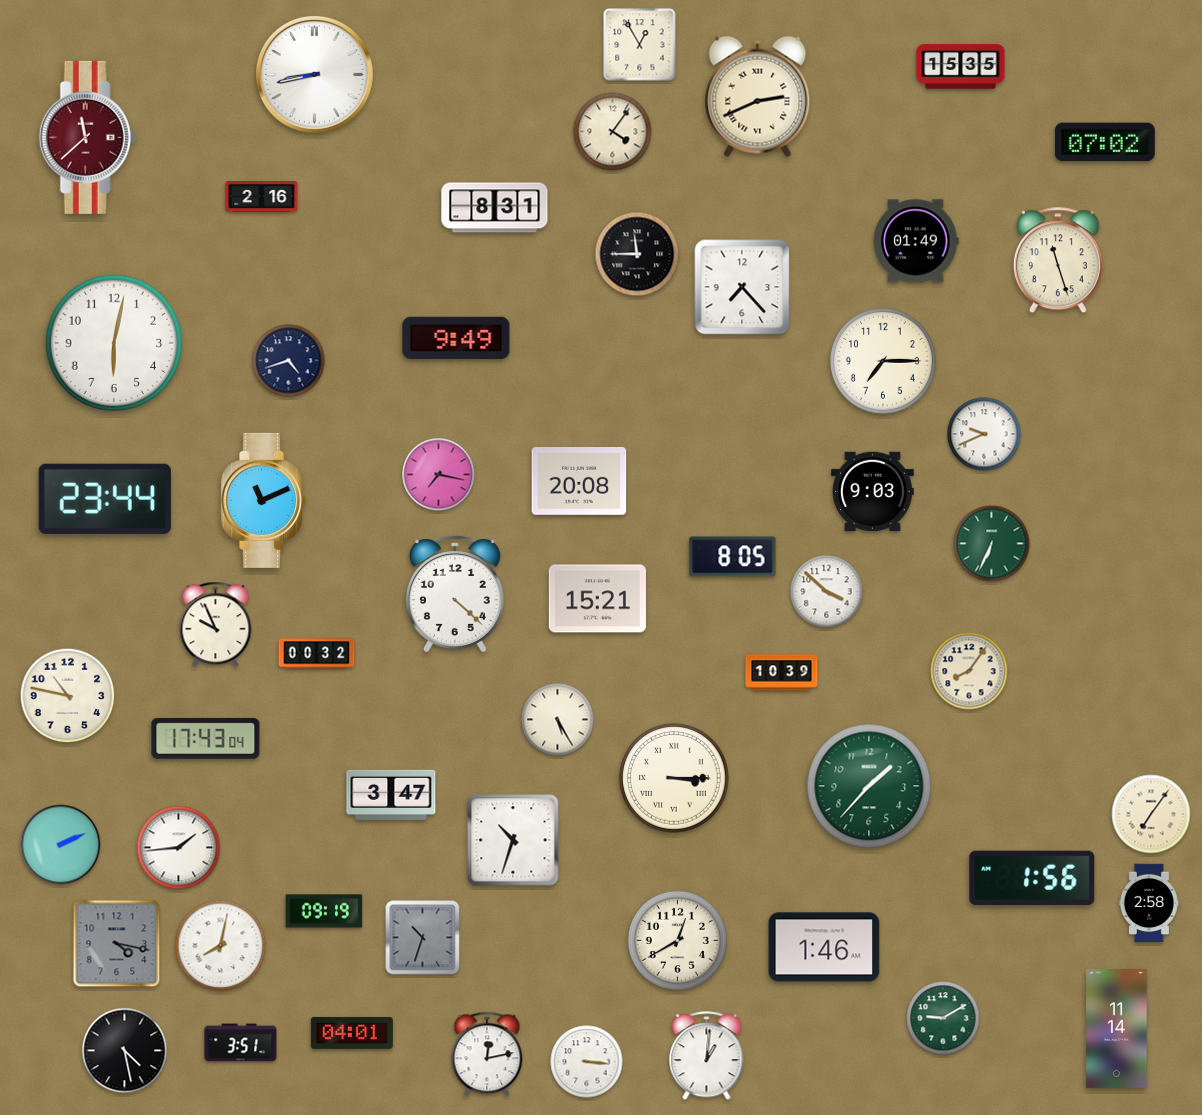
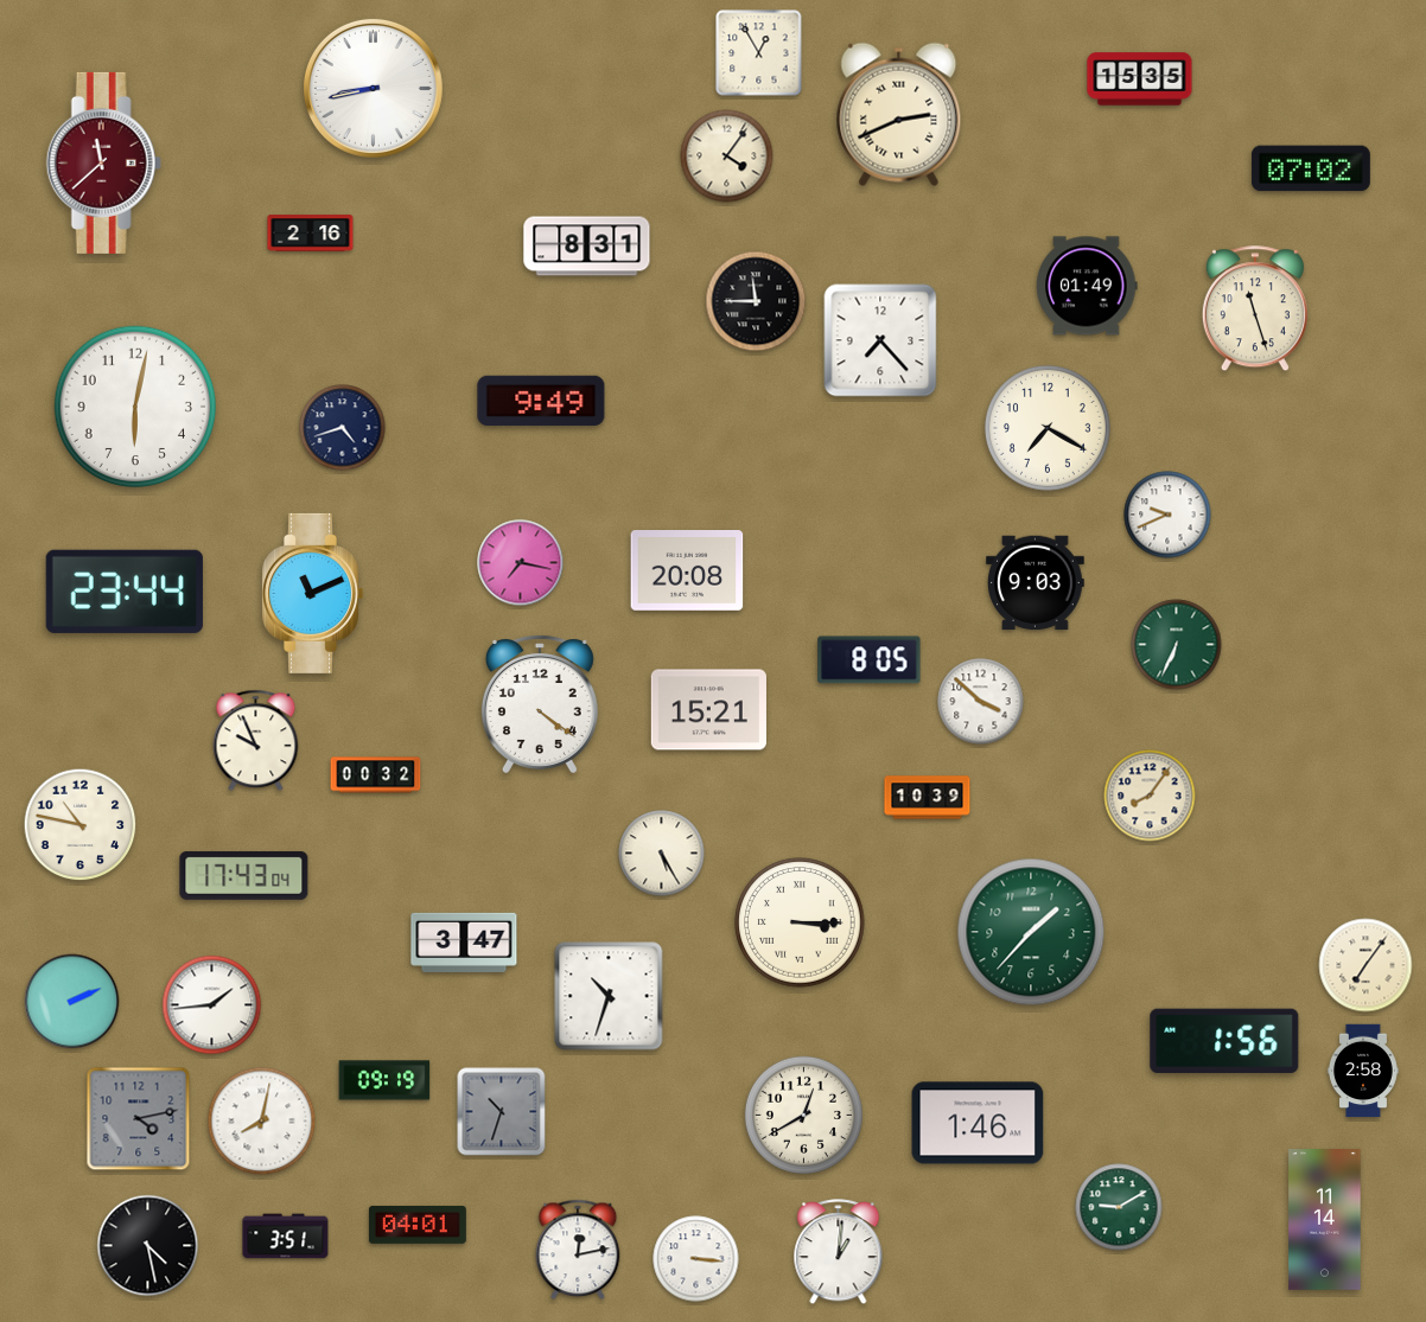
clock at (883, 361): 7:15 -> 7:20
clock at (455, 594): 4:22 -> 4:21
clock at (117, 944): 4:17 -> 4:13
